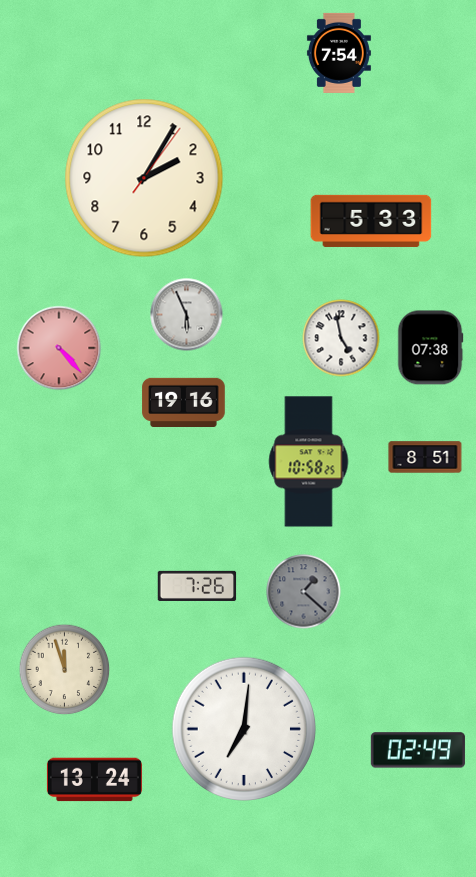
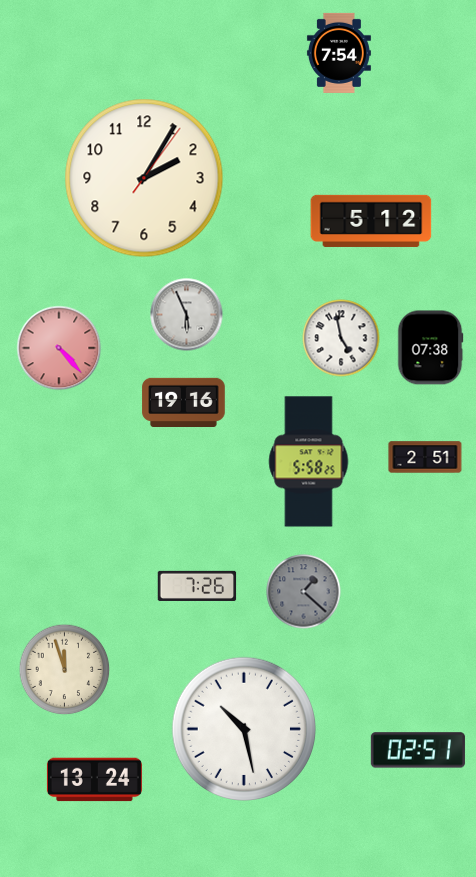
clock at (371, 221): 5:33 -> 5:12
clock at (425, 457): 8:51 -> 2:51
clock at (309, 462): 10:58 -> 5:58
clock at (243, 728): 7:01 -> 10:28
clock at (418, 750): 02:49 -> 02:51
